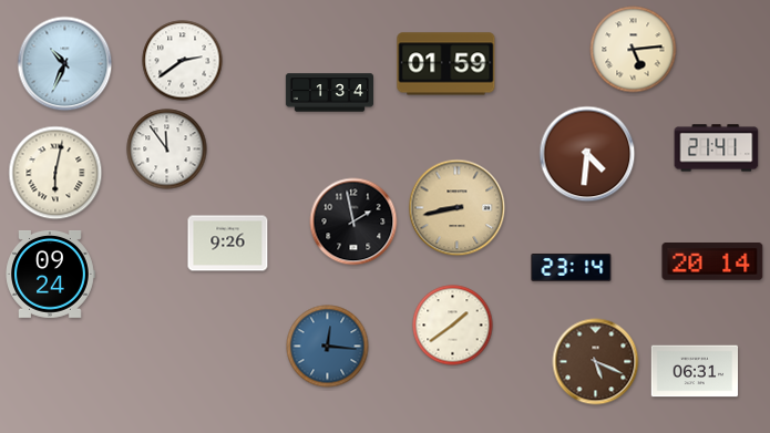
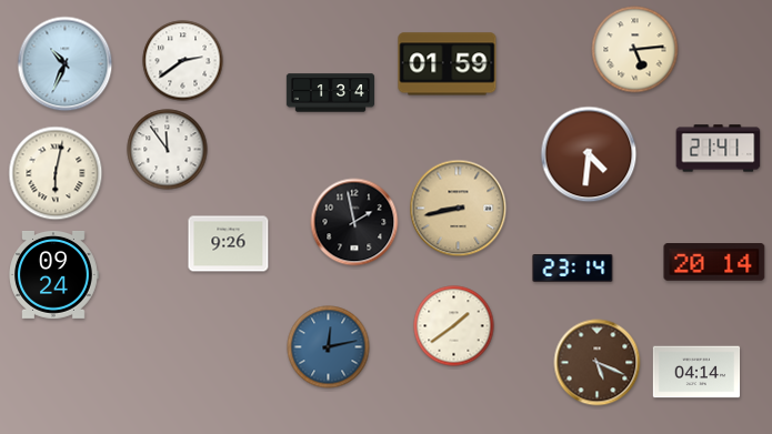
clock at (50, 274) position: (50, 274) -> (53, 274)
clock at (328, 347): 12:16 -> 12:13
clock at (695, 371): 06:31 -> 04:14
